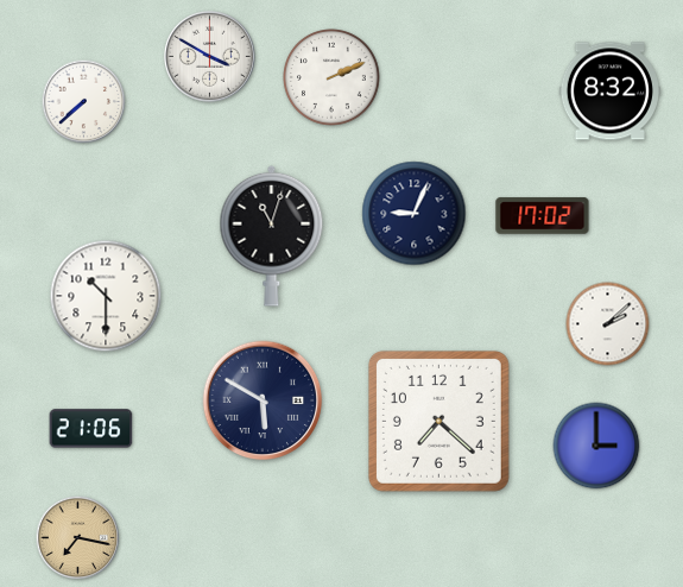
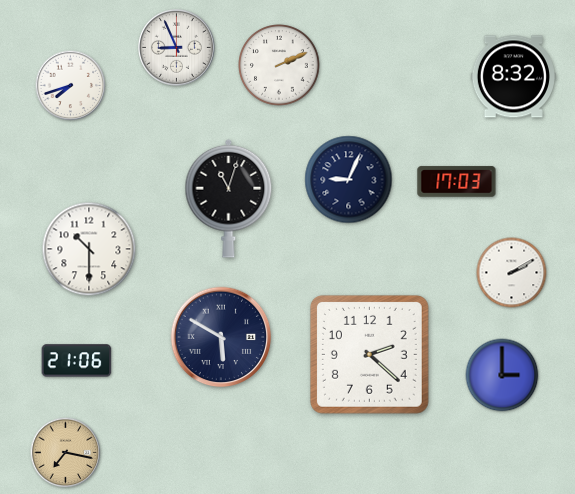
clock at (209, 56): 3:50 -> 8:56
clock at (84, 102): 7:38 -> 7:42
clock at (543, 216): 17:02 -> 17:03
clock at (608, 324): 2:08 -> 2:10
clock at (438, 421): 7:22 -> 2:22
